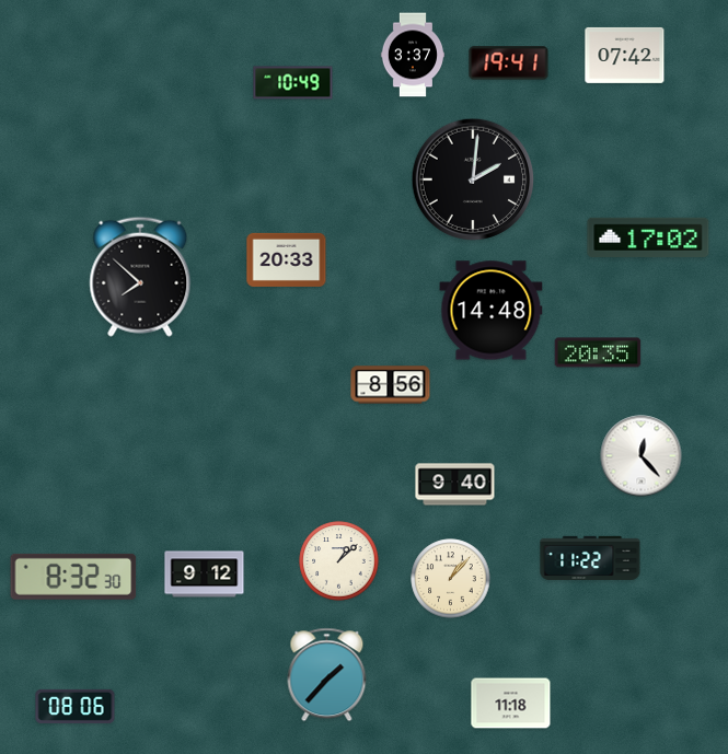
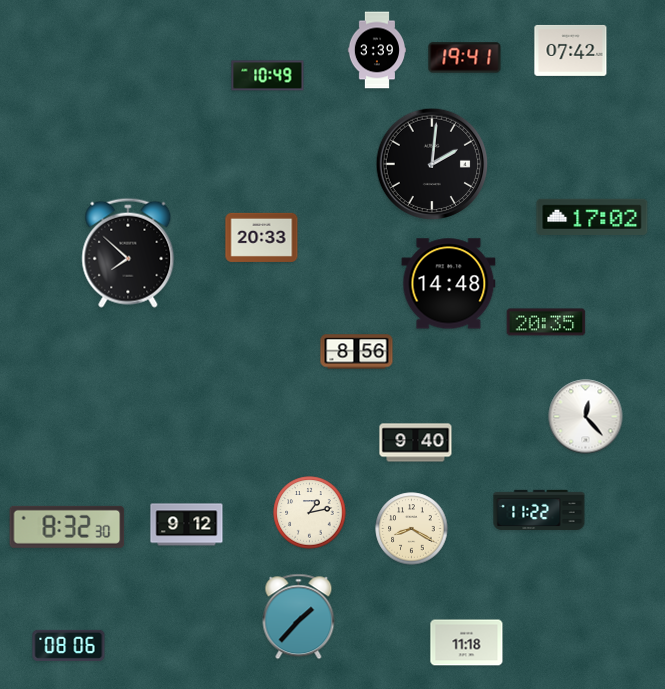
clock at (412, 55): 3:37 -> 3:39
clock at (339, 561): 1:08 -> 1:13
clock at (451, 579): 1:07 -> 8:20
